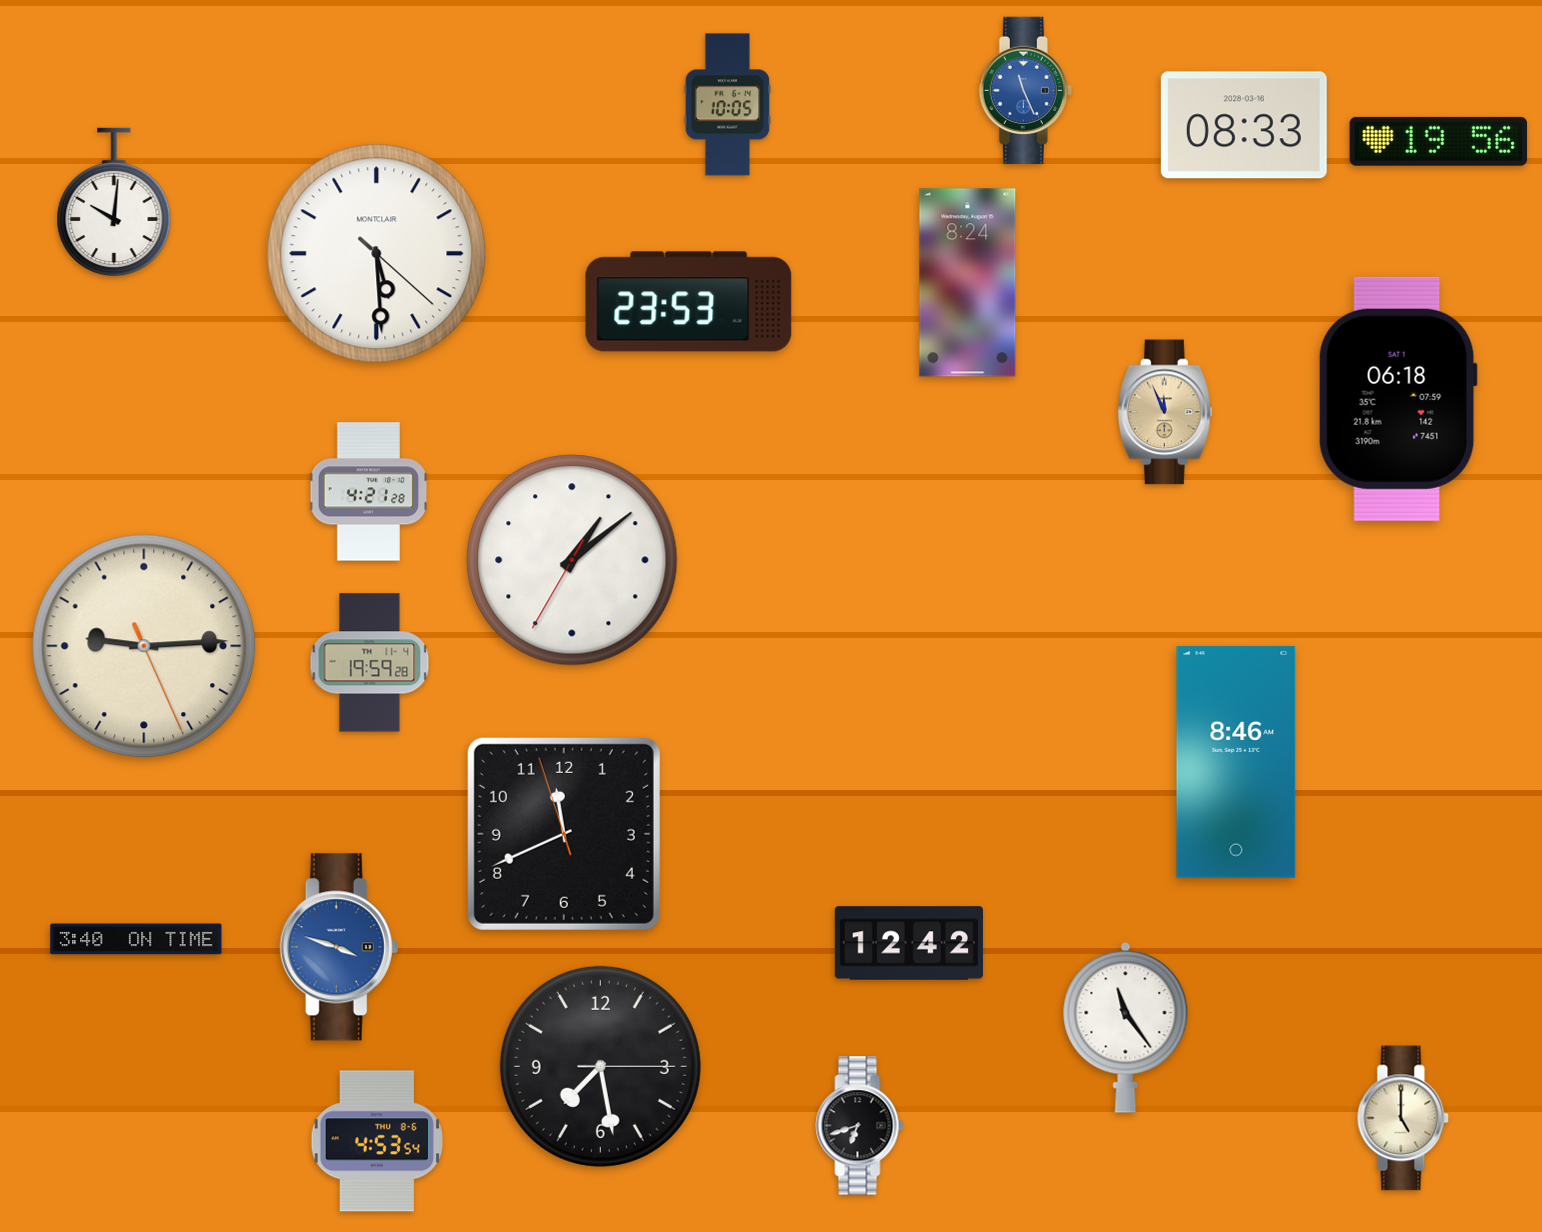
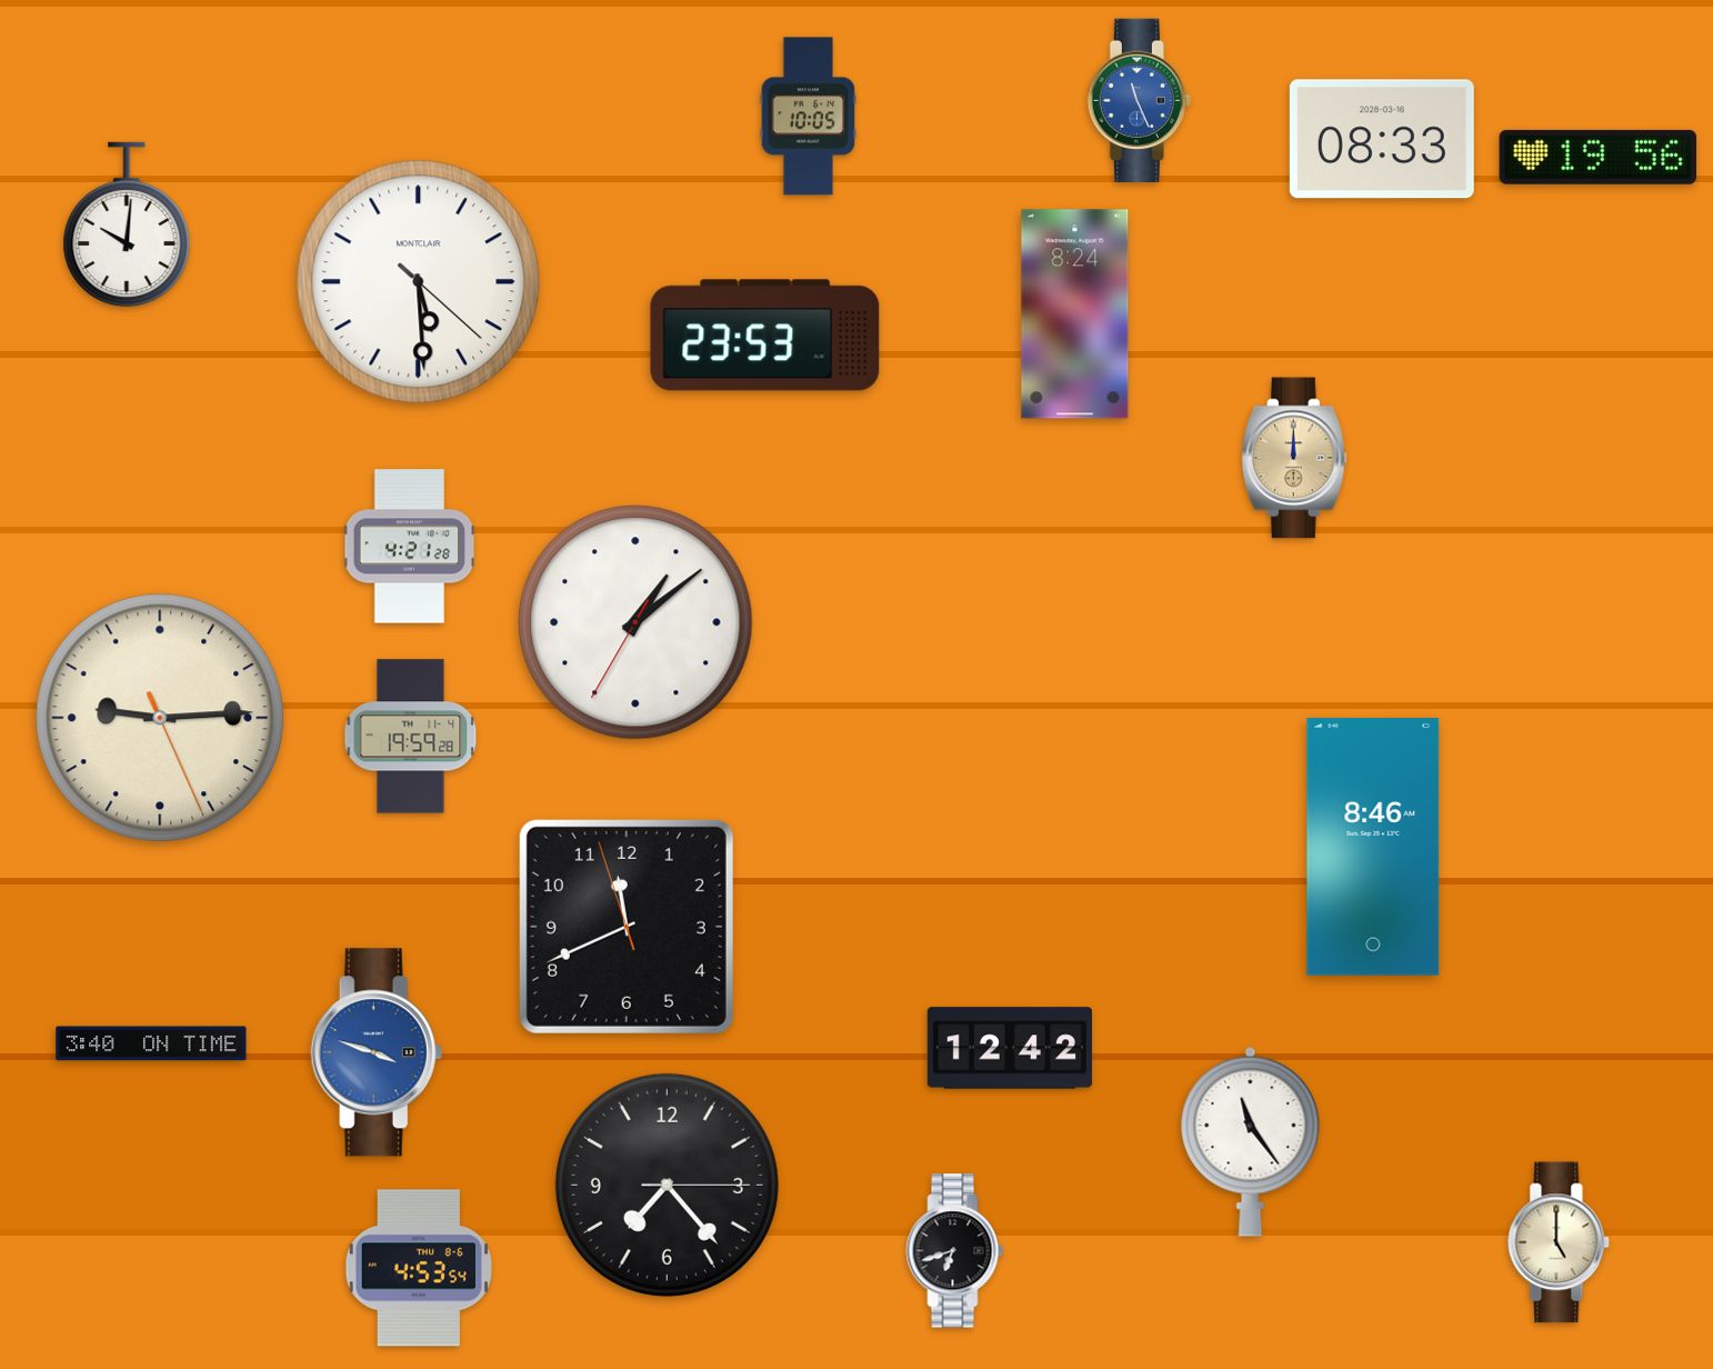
clock at (1398, 399): 06:18 -> none
clock at (1165, 412): 11:56 -> 12:00
clock at (600, 1066): 7:28 -> 7:23
